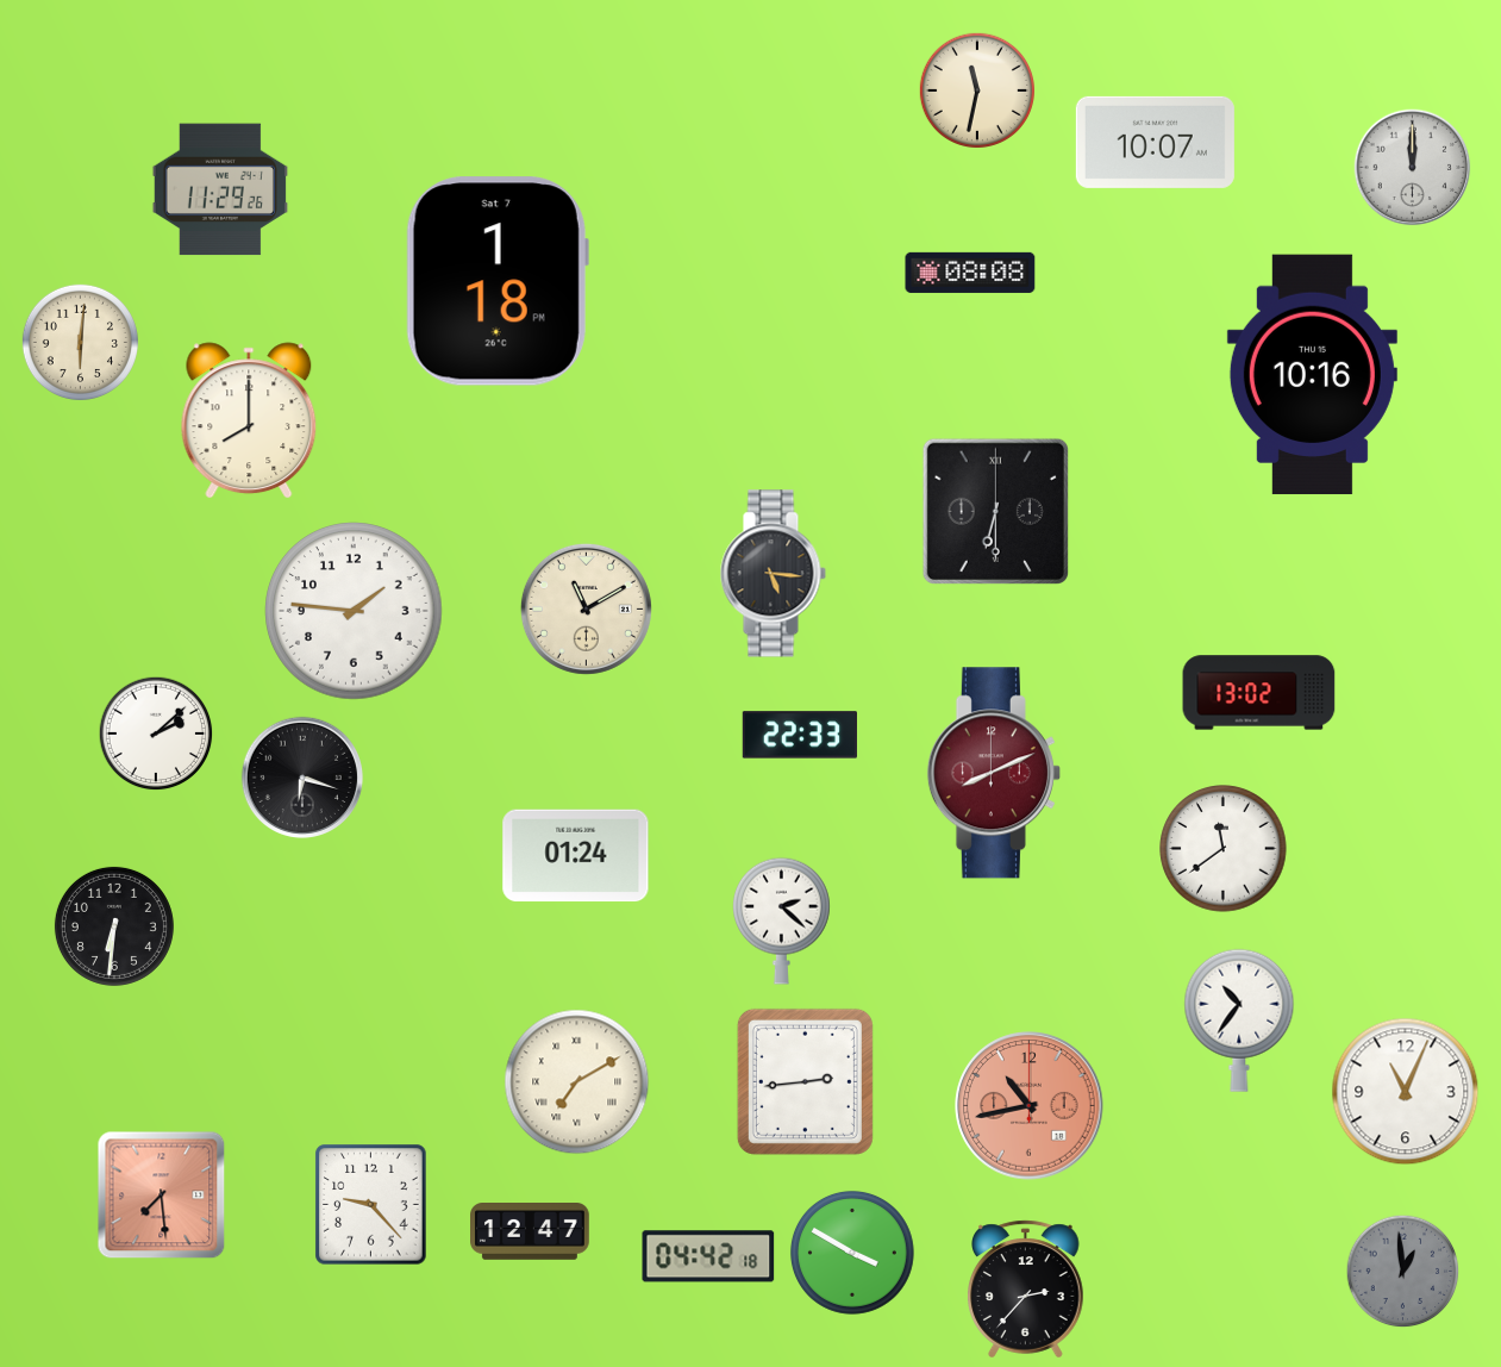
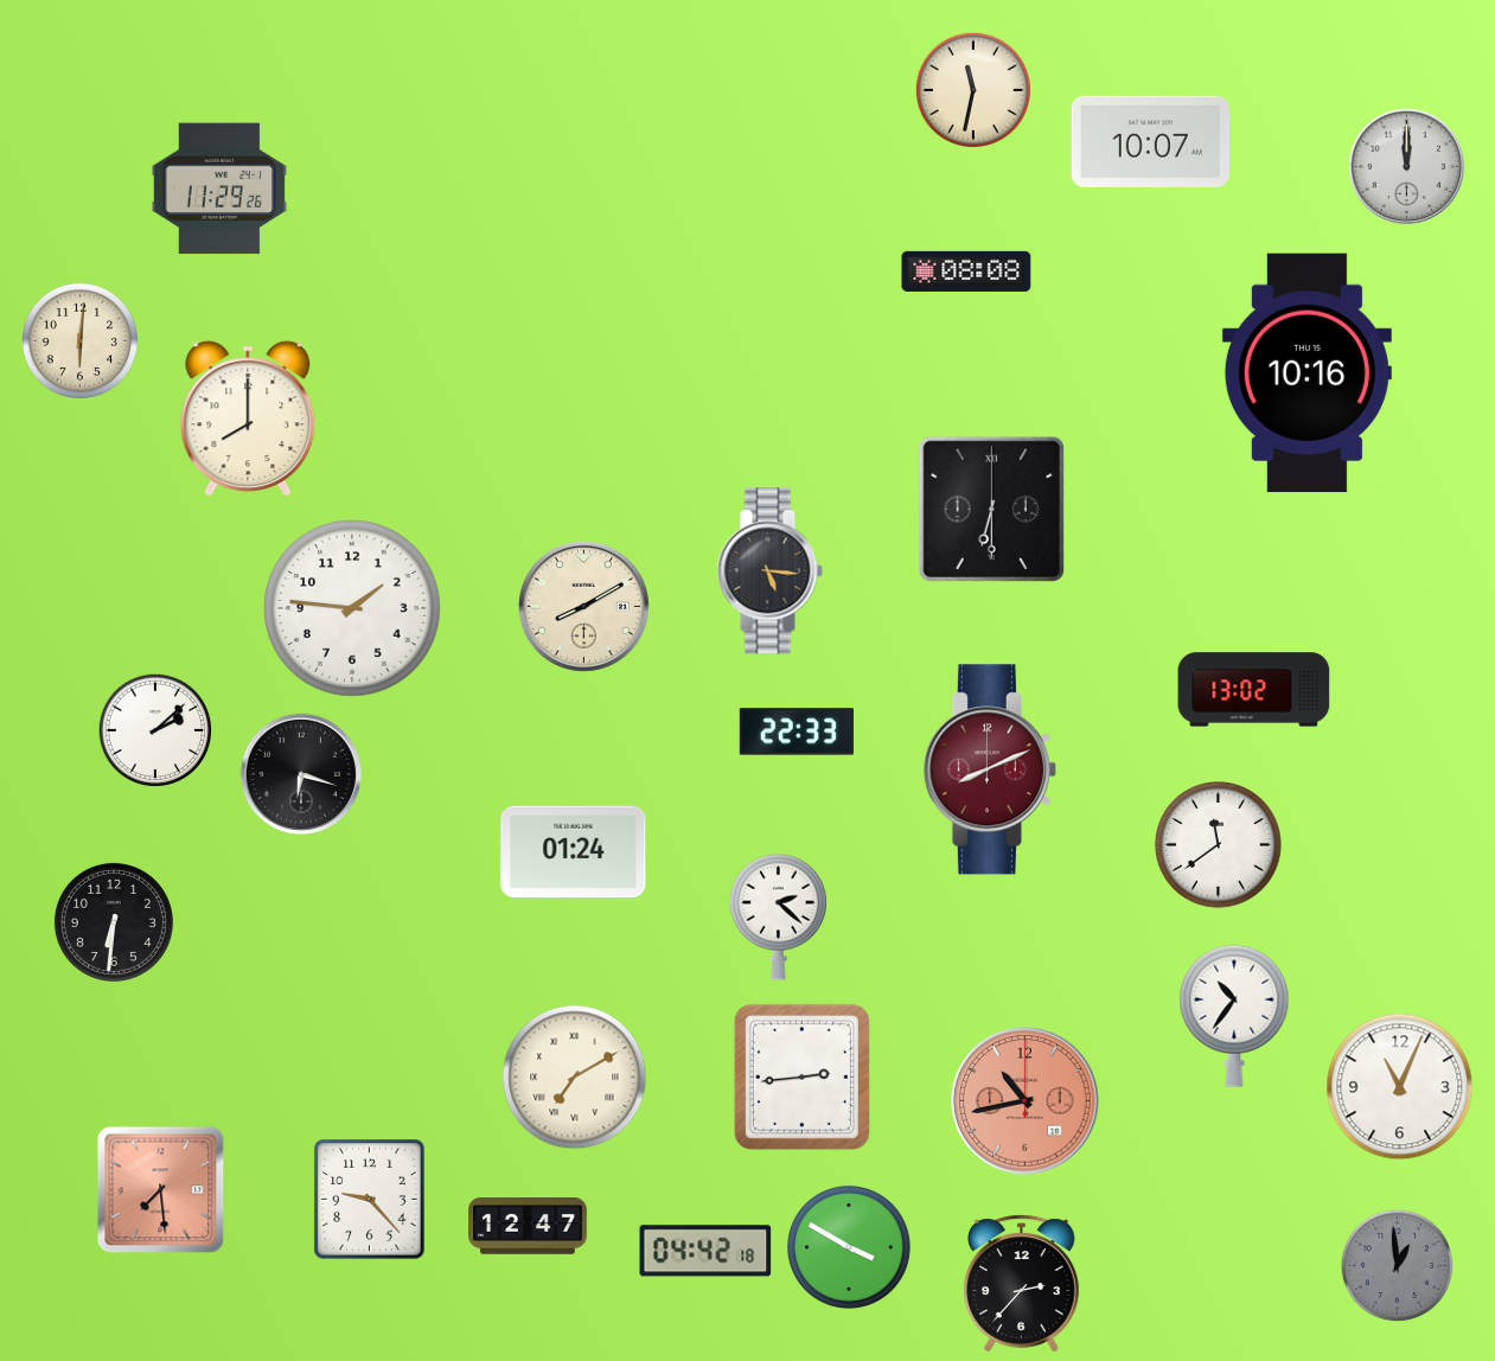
clock at (498, 281): 1:18 -> none
clock at (586, 608): 11:10 -> 8:10
